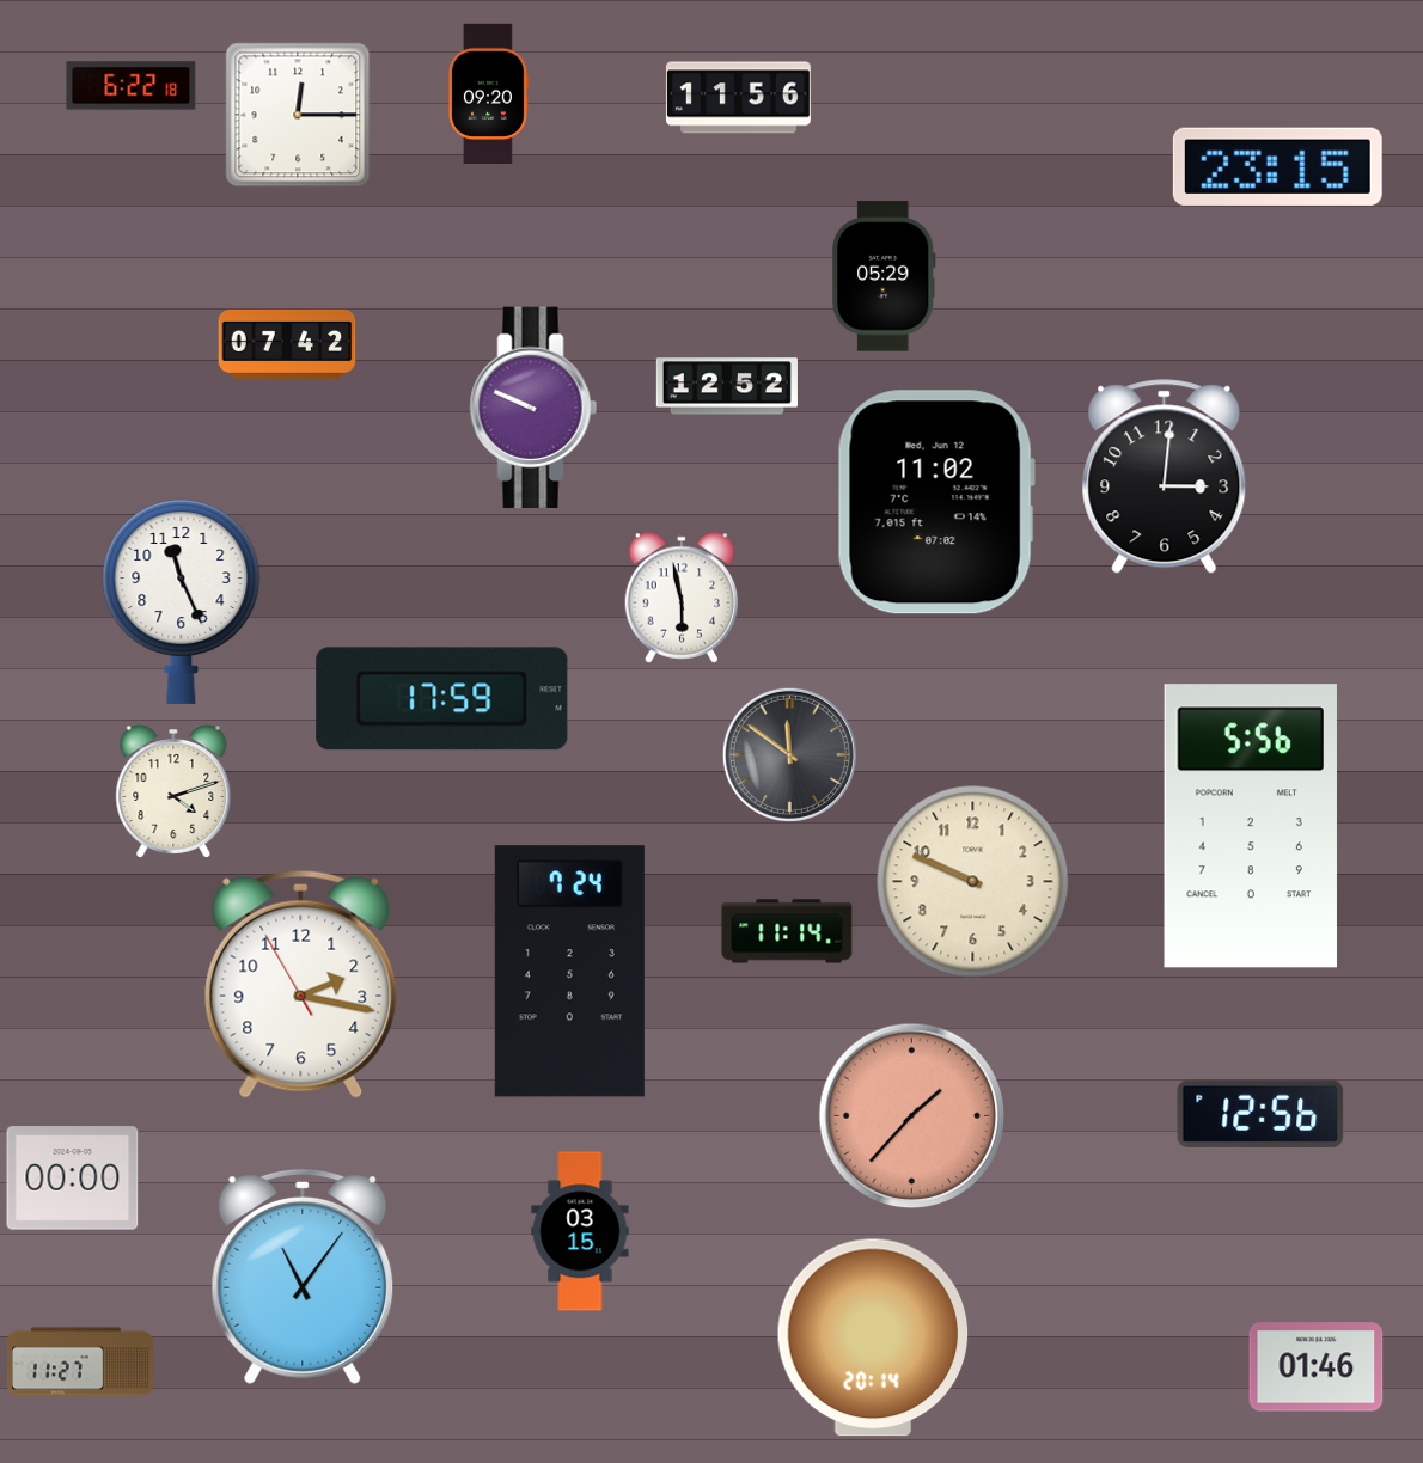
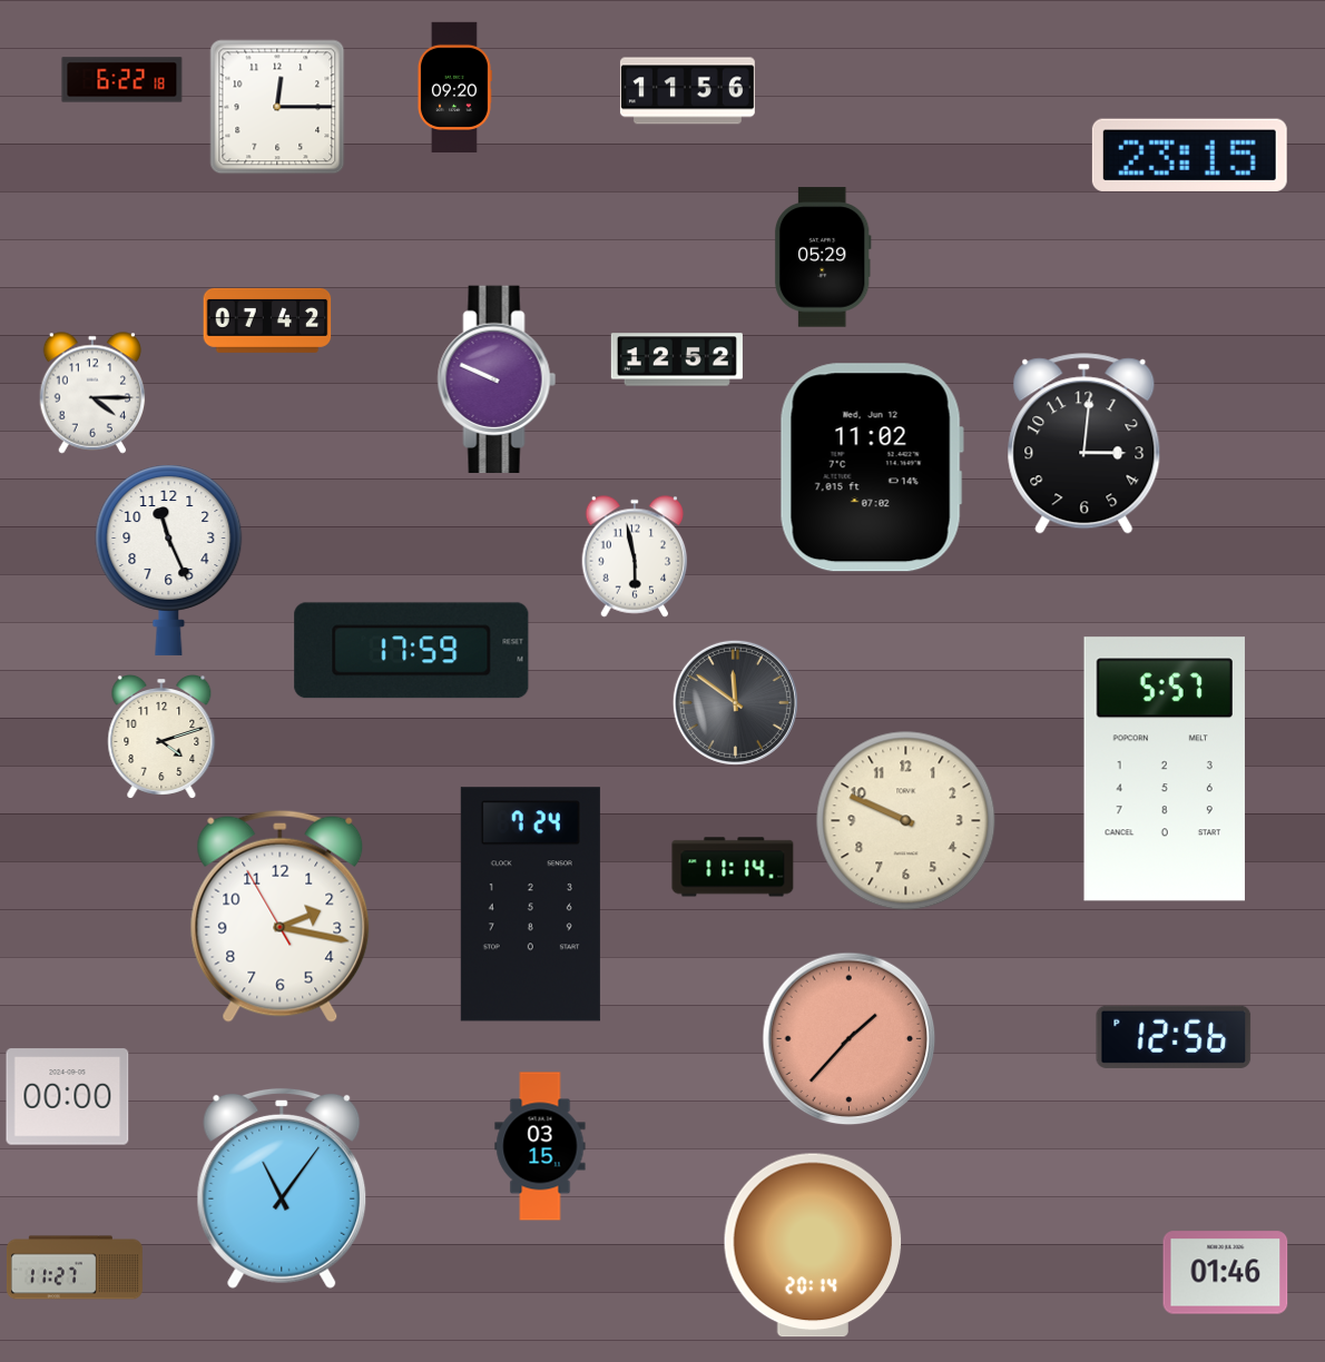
clock at (92, 393): none -> 4:15
clock at (1251, 826): 5:56 -> 5:57
